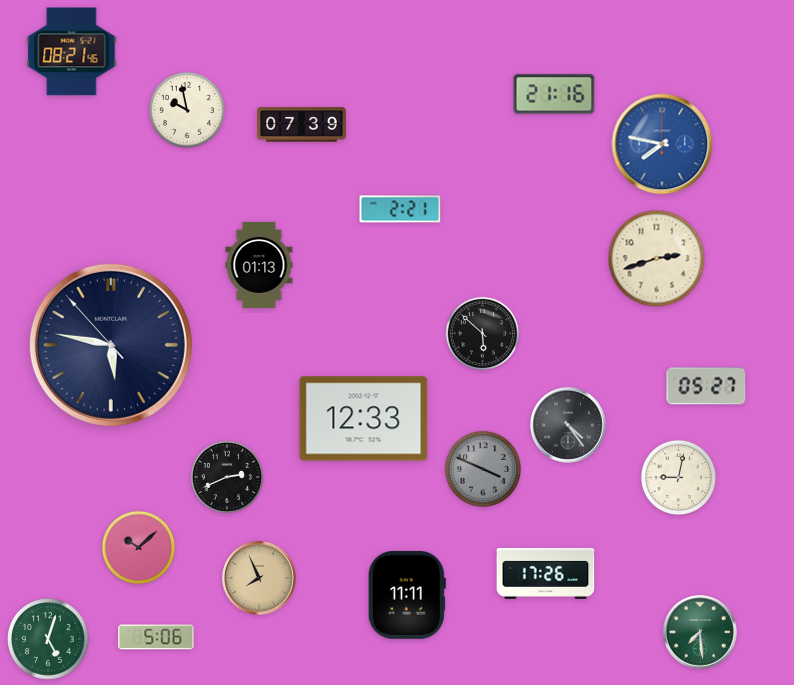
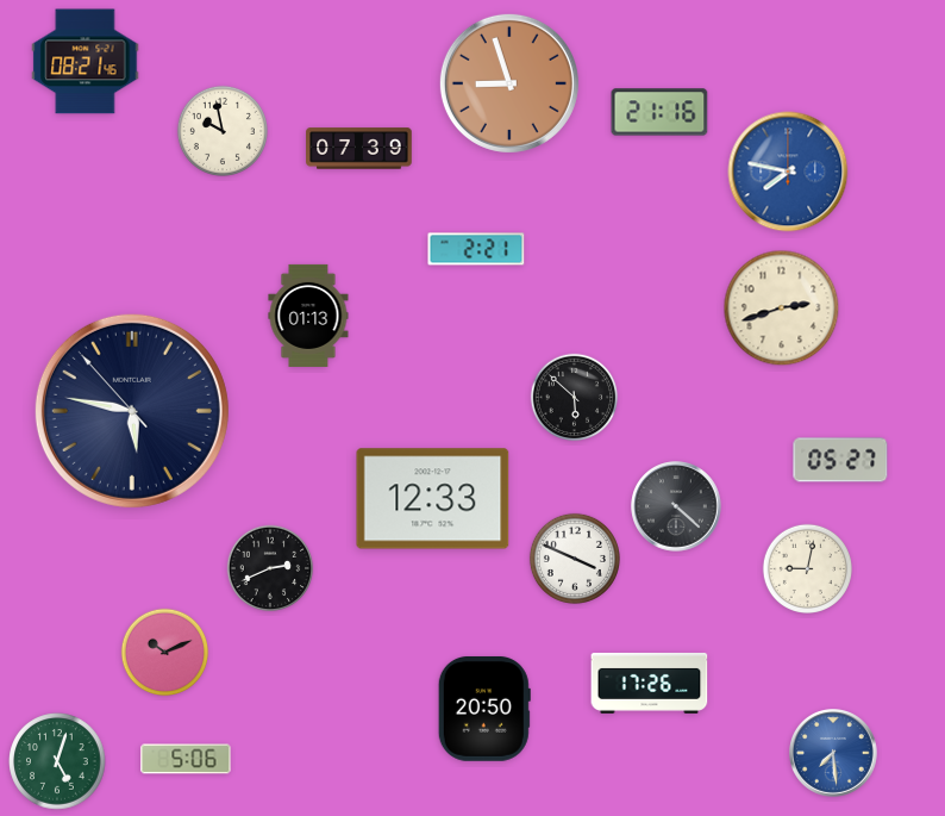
clock at (509, 83): none -> 8:57
clock at (568, 425): 4:24 -> 4:22
clock at (483, 469) dial: grey -> white
clock at (139, 548): 10:08 -> 10:11
clock at (260, 579): 7:56 -> none
clock at (407, 595): 11:11 -> 20:50
clock at (701, 633) dial: green -> blue
